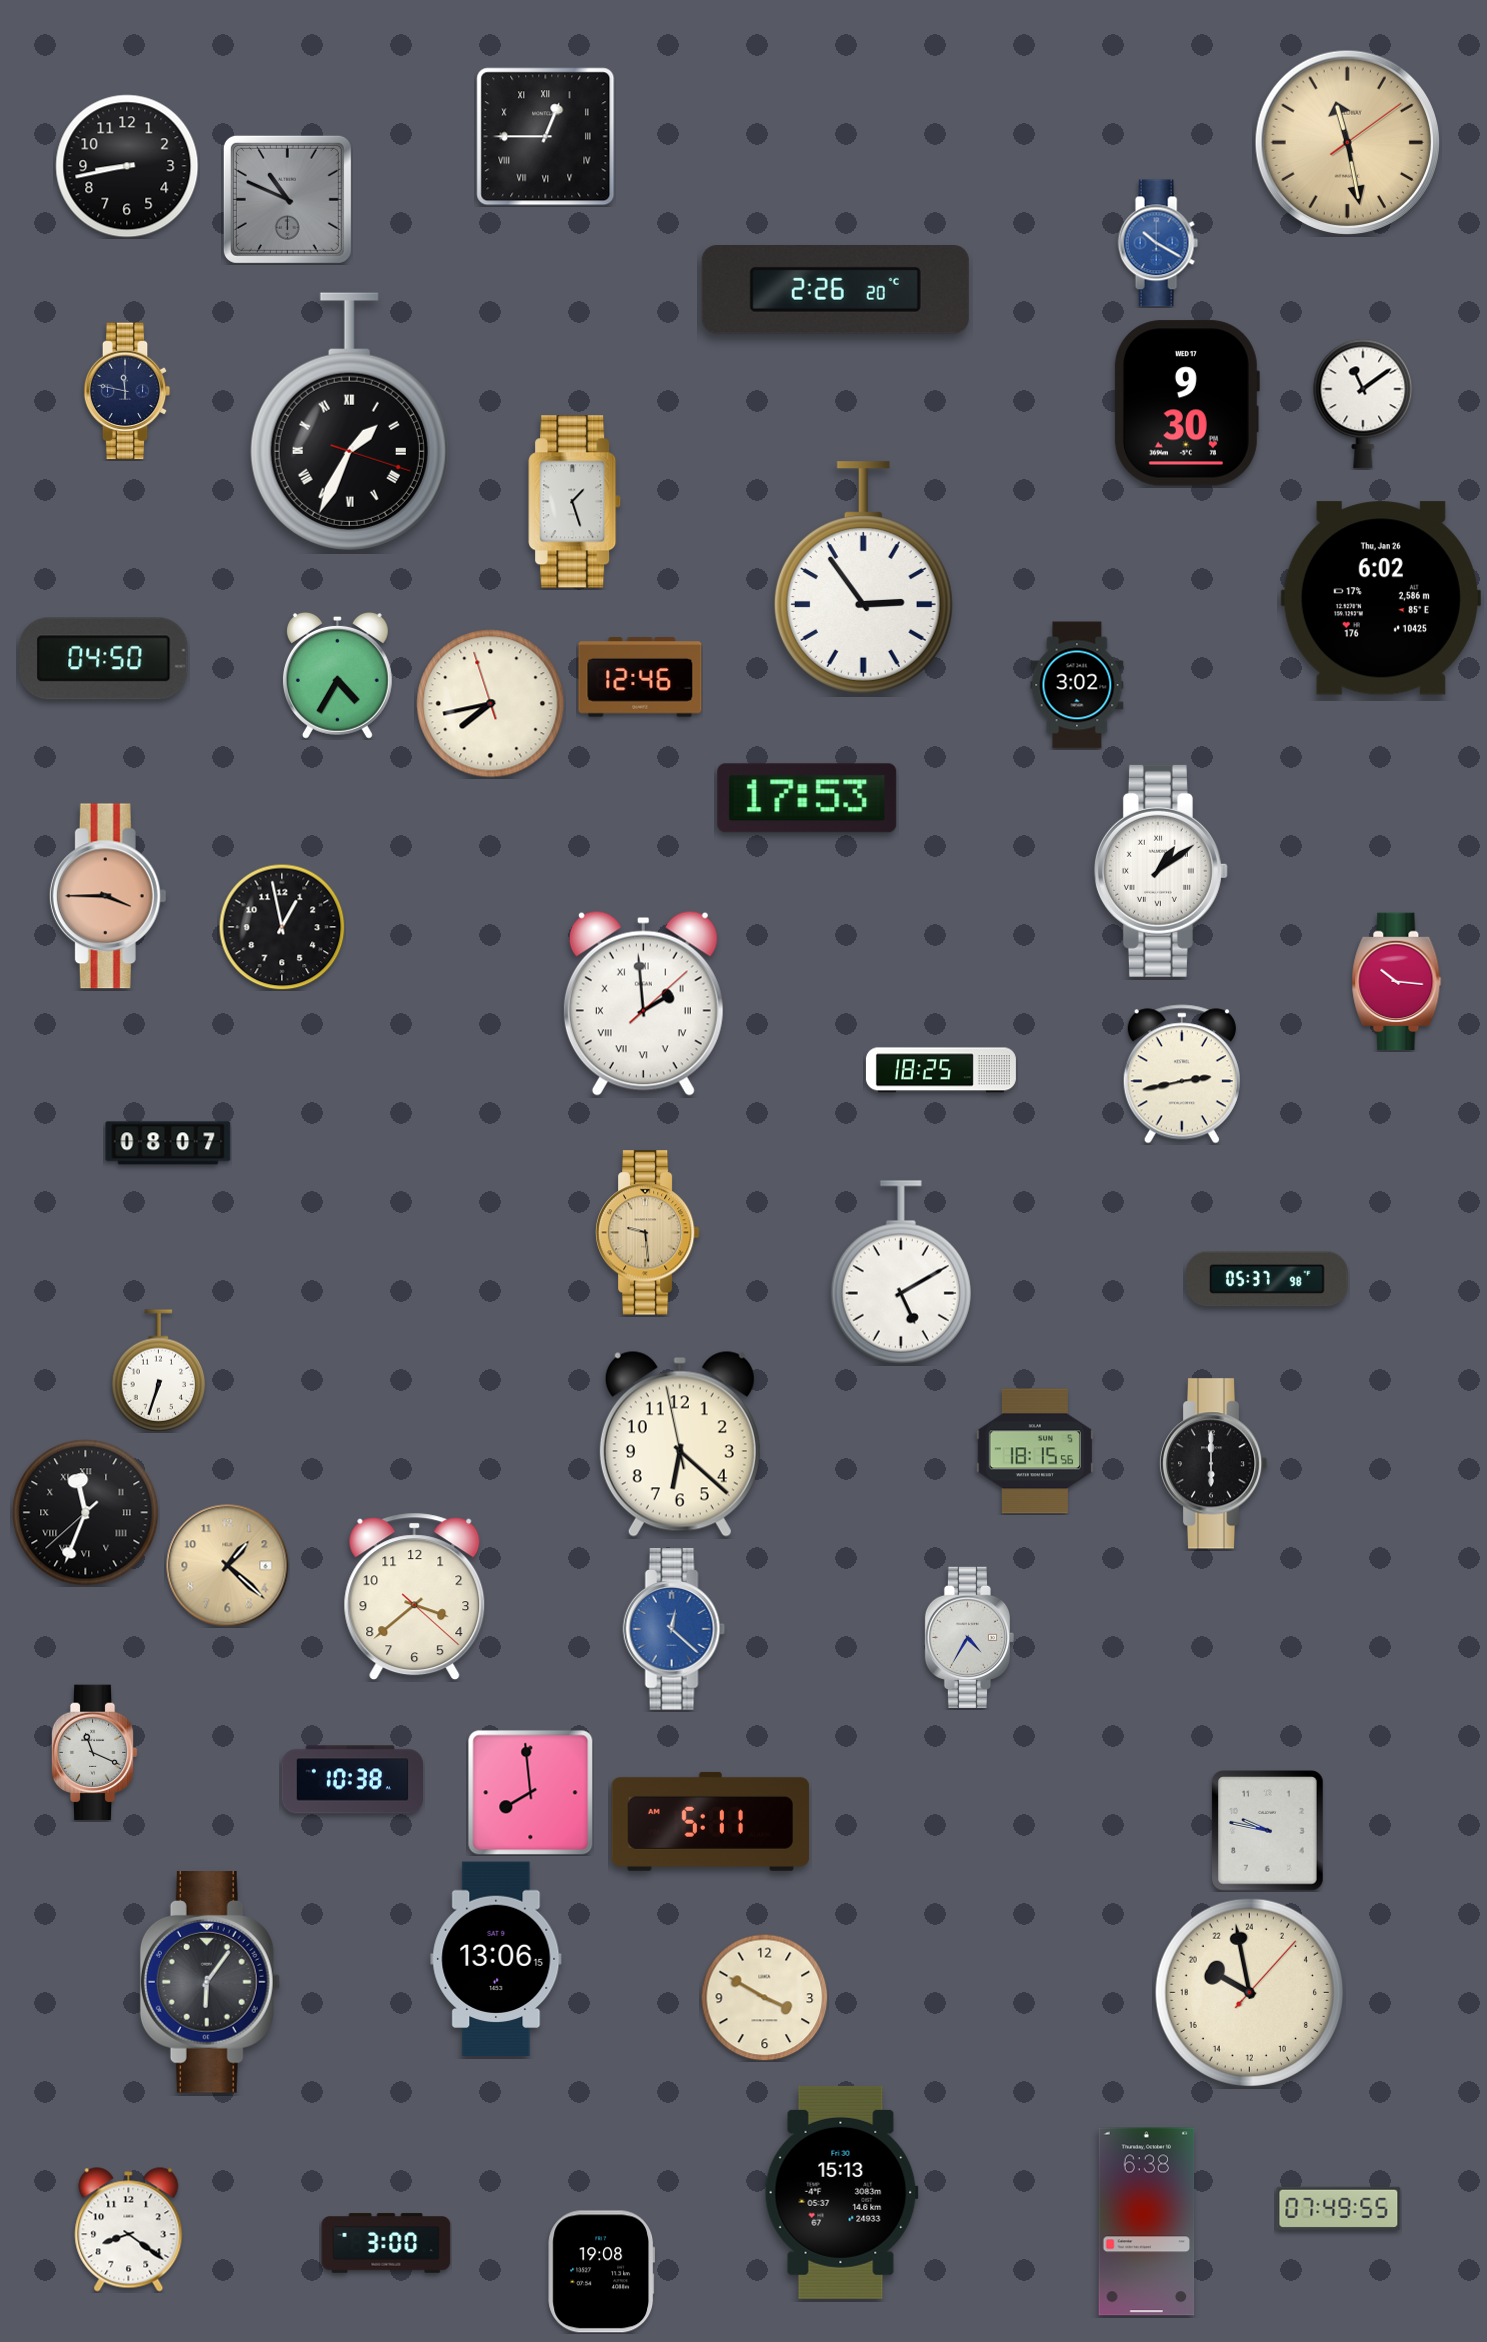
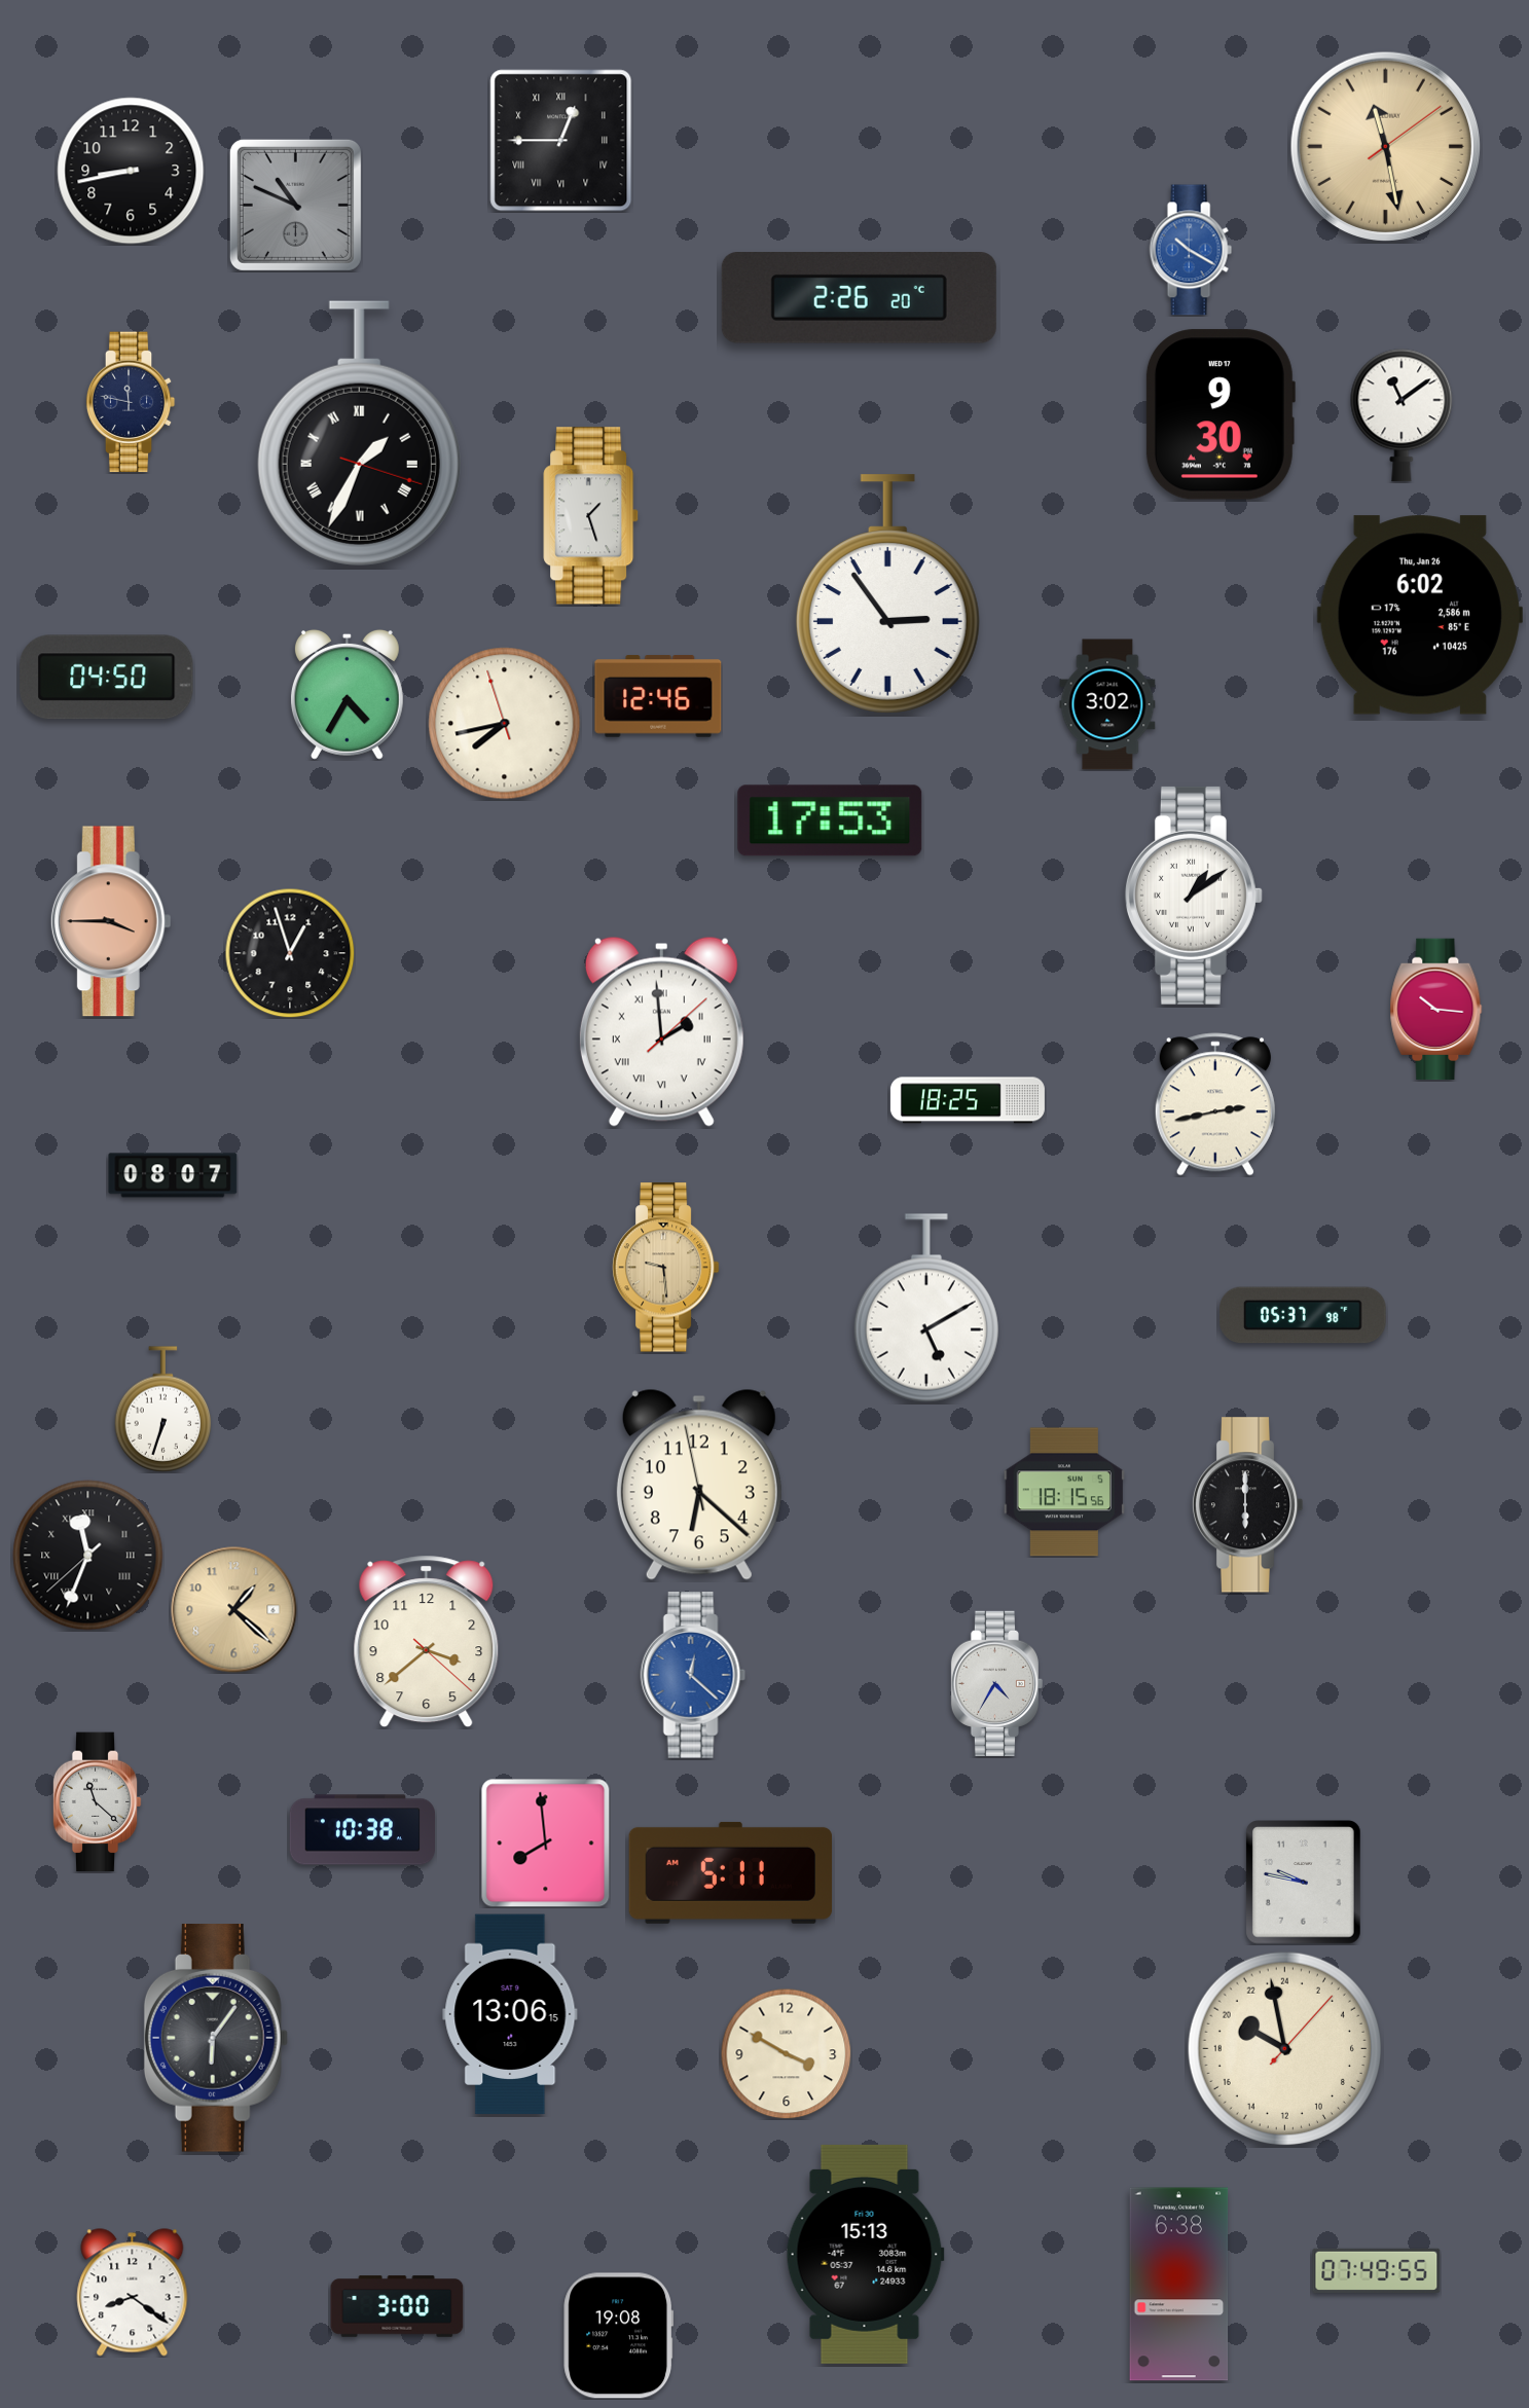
clock at (282, 927): 12:58 -> 12:57
clock at (94, 1753): 11:19 -> 11:22
